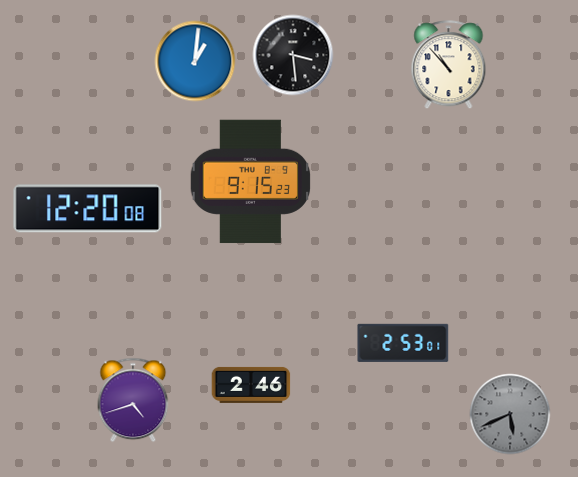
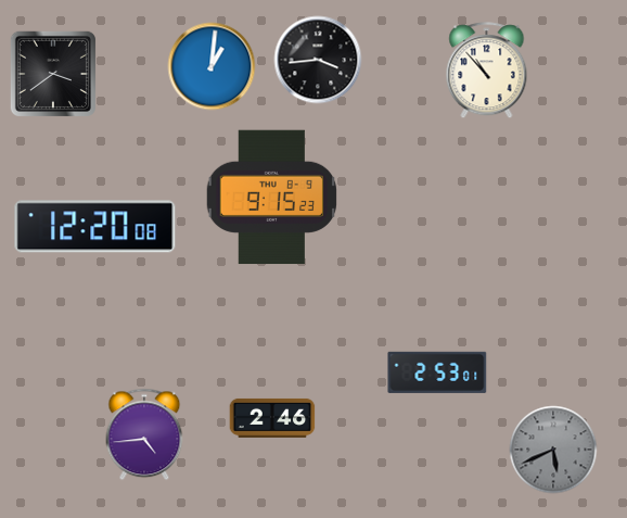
clock at (293, 55): 3:29 -> 3:44
clock at (53, 74): none -> 3:39
clock at (133, 400): 4:42 -> 4:44
